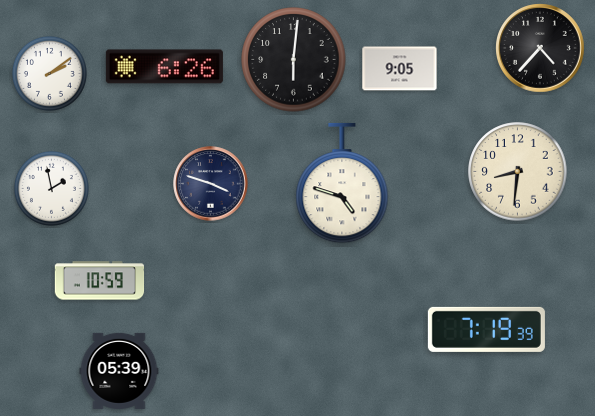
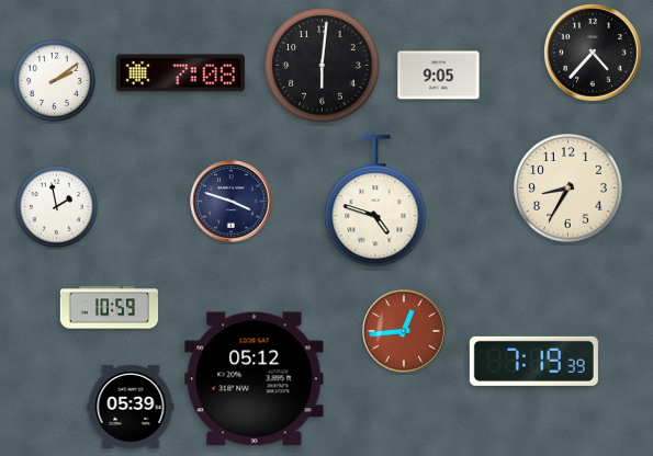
clock at (164, 67): 6:26 -> 7:08
clock at (518, 172): 8:31 -> 8:35
clock at (404, 331): none -> 12:44
clock at (255, 379): none -> 05:12
